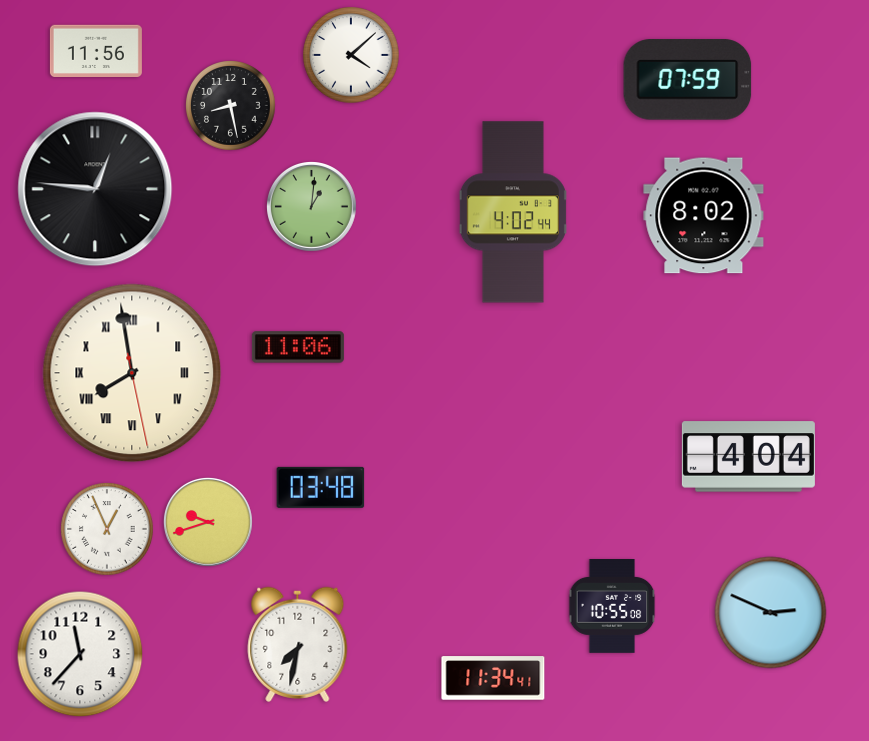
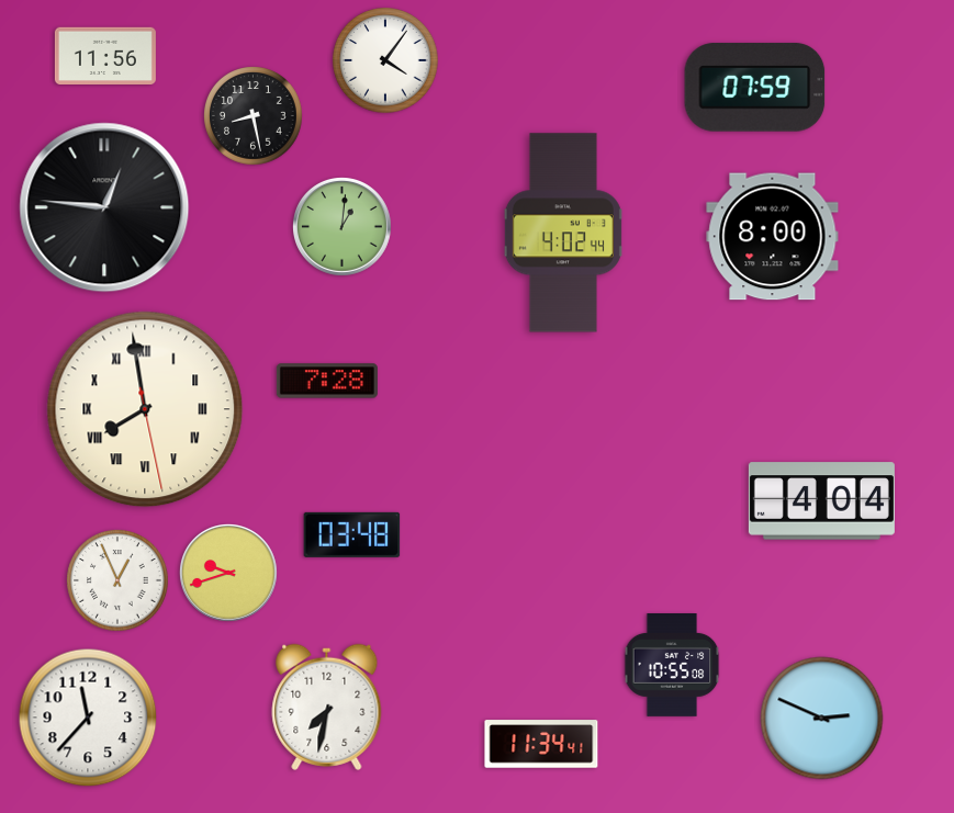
clock at (351, 55): 4:08 -> 4:06
clock at (704, 216): 8:02 -> 8:00
clock at (298, 347): 11:06 -> 7:28
clock at (771, 613) position: (771, 613) -> (822, 719)
